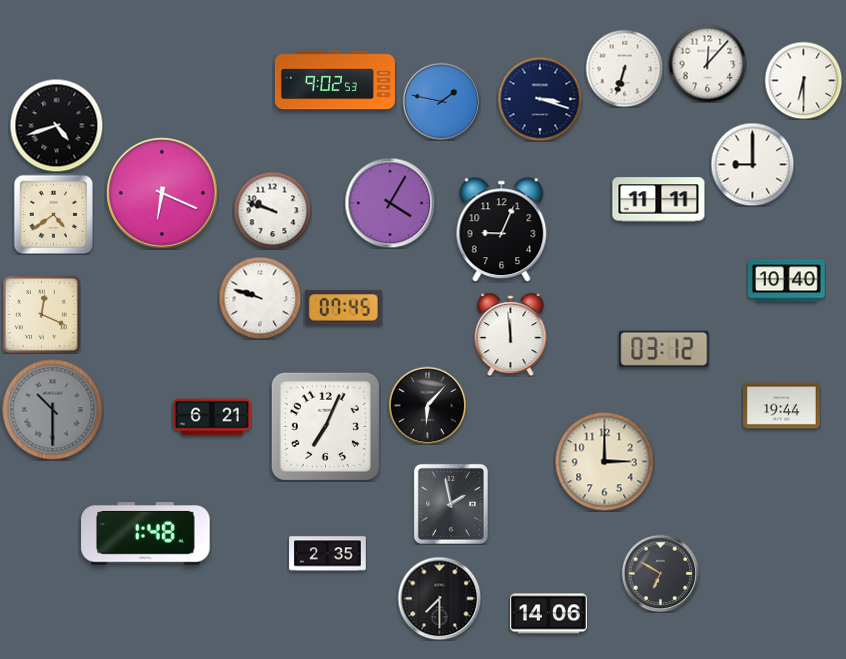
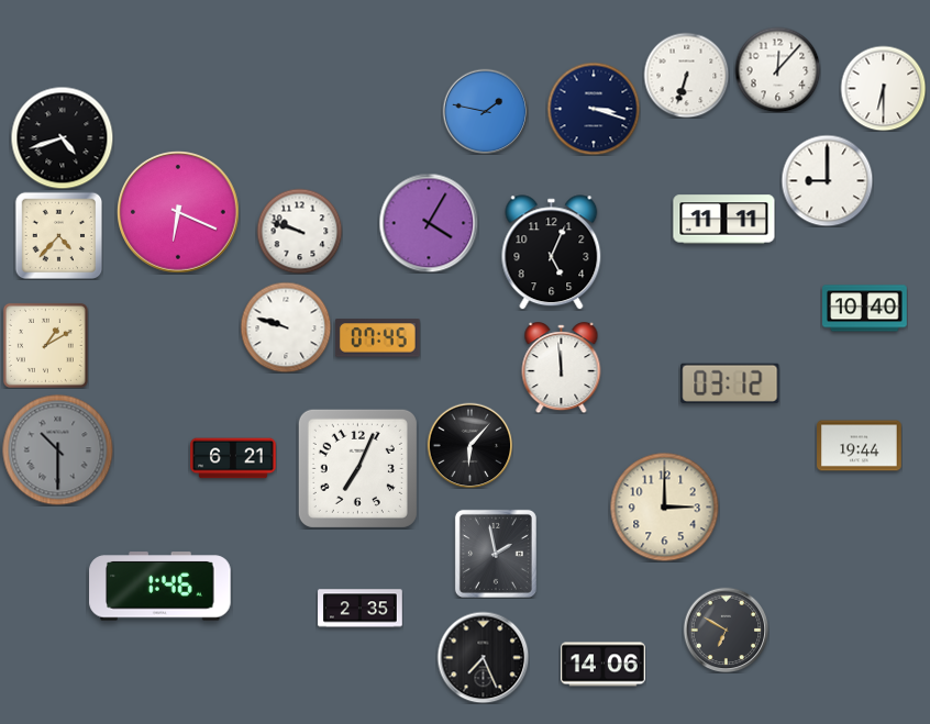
clock at (335, 80): 9:02 -> none
clock at (53, 214): 4:39 -> 4:37
clock at (502, 230): 9:04 -> 5:04
clock at (41, 314): 12:19 -> 1:10
clock at (146, 534): 1:48 -> 1:46
clock at (439, 598): 7:30 -> 7:26
clock at (549, 614) position: (549, 614) -> (604, 665)
